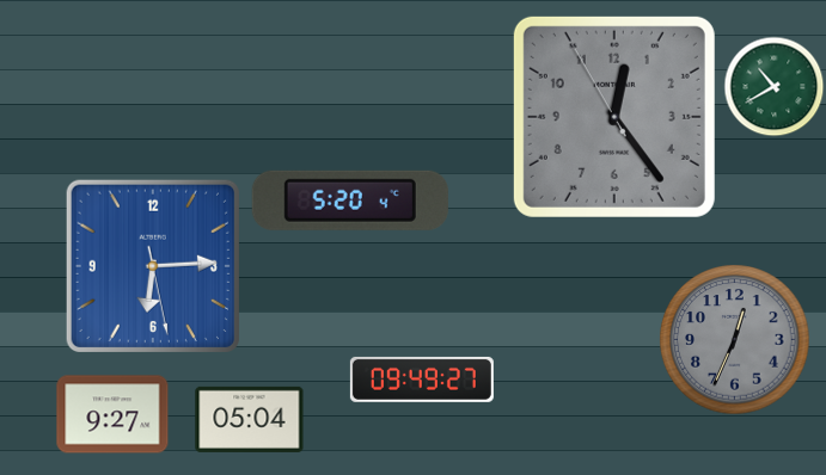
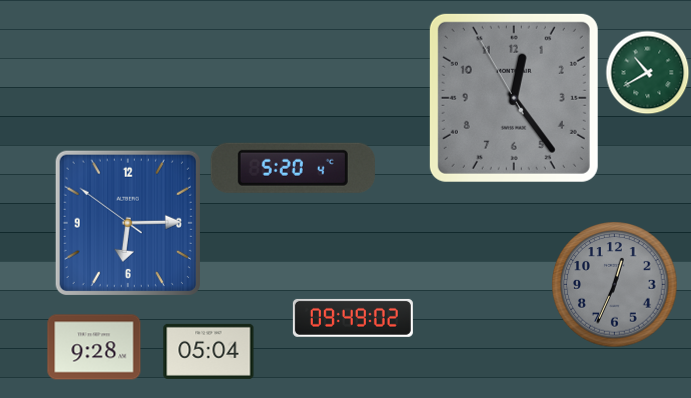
clock at (153, 266): 6:14:28 -> 6:14:51
clock at (422, 380): 09:49:27 -> 09:49:02
clock at (112, 414): 9:27 -> 9:28
